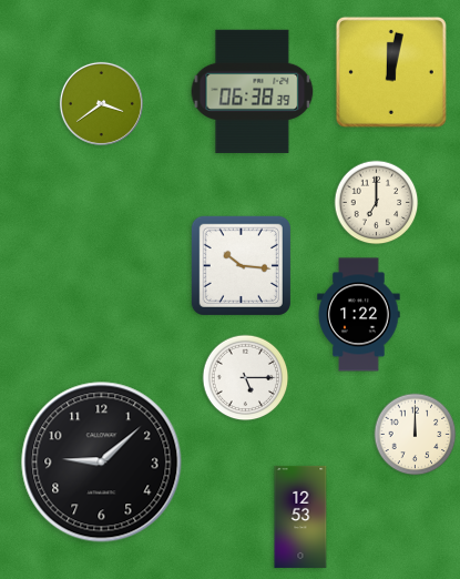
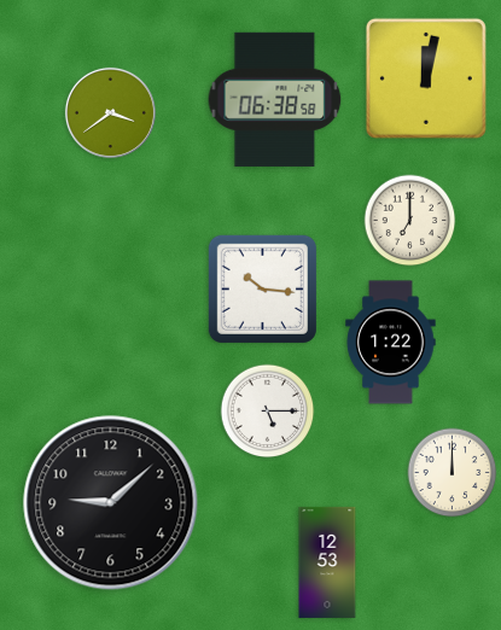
clock at (253, 91): 06:38:39 -> 06:38:58
